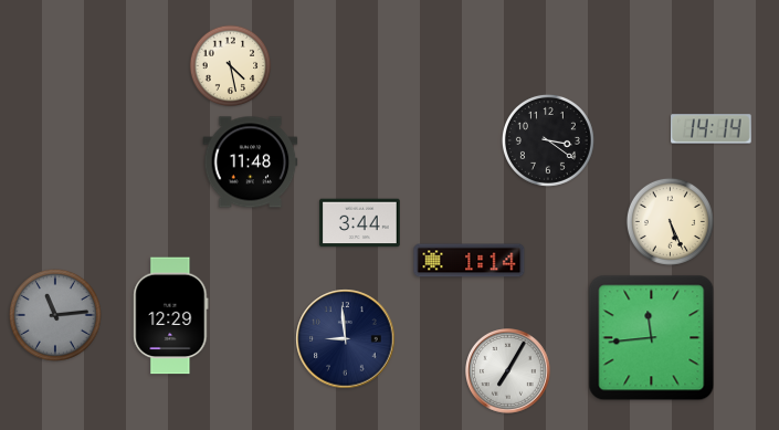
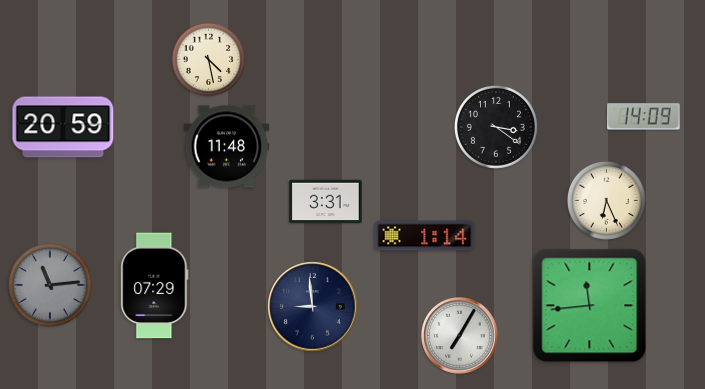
clock at (712, 129): 14:14 -> 14:09
clock at (63, 127): none -> 20:59
clock at (670, 221): 5:26 -> 6:26
clock at (360, 223): 3:44 -> 3:31
clock at (171, 316): 12:29 -> 07:29
